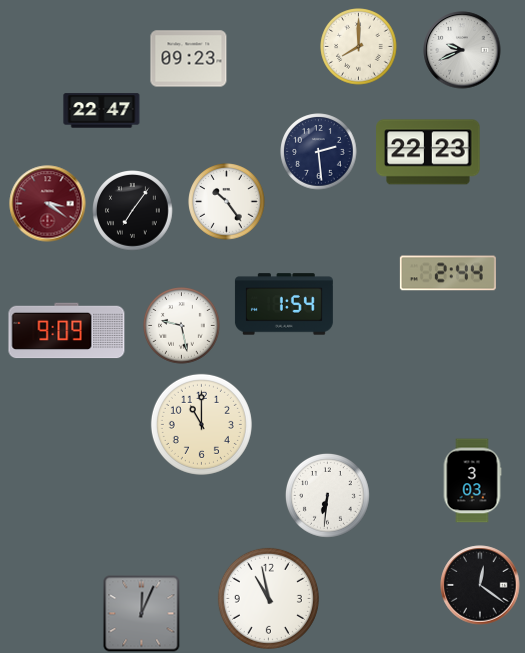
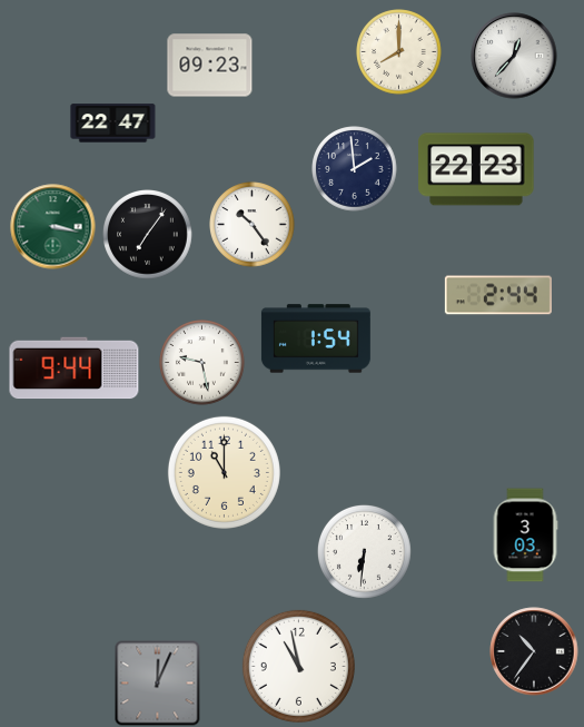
clock at (462, 50): 9:41 -> 12:37
clock at (319, 152): 2:29 -> 1:59
clock at (48, 204): 3:21 -> 3:17
clock at (48, 204) dial: burgundy -> green
clock at (448, 273) position: (448, 273) -> (498, 295)
clock at (67, 331): 9:09 -> 9:44
clock at (480, 585): 12:21 -> 10:36
